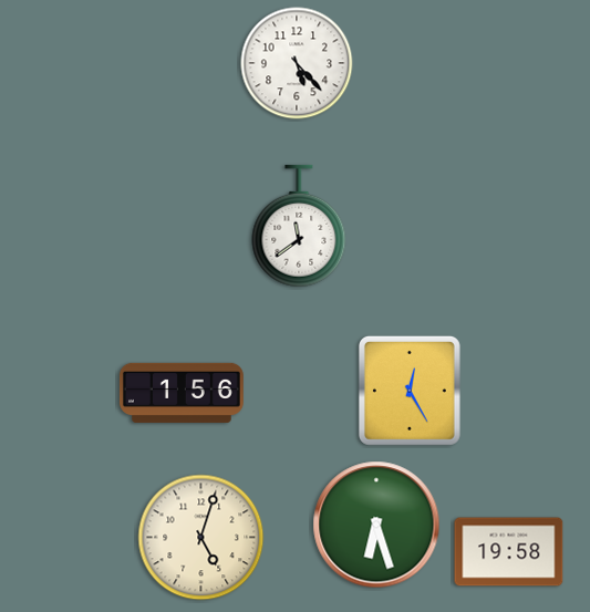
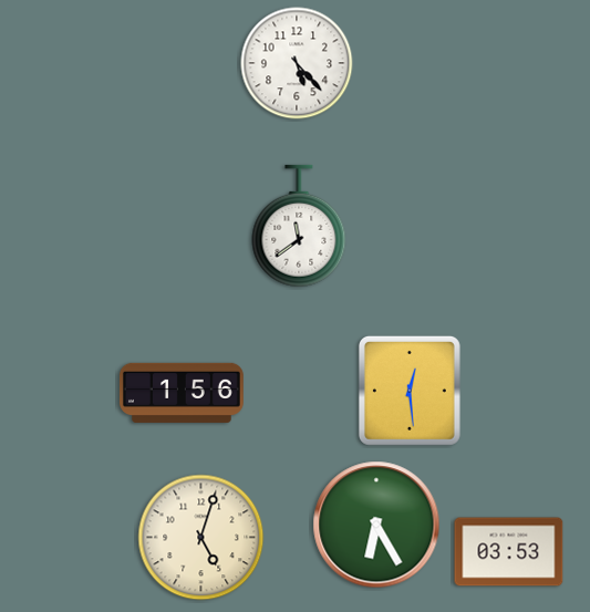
clock at (410, 391): 12:25 -> 12:29
clock at (376, 525): 6:27 -> 6:25
clock at (509, 552): 19:58 -> 03:53
